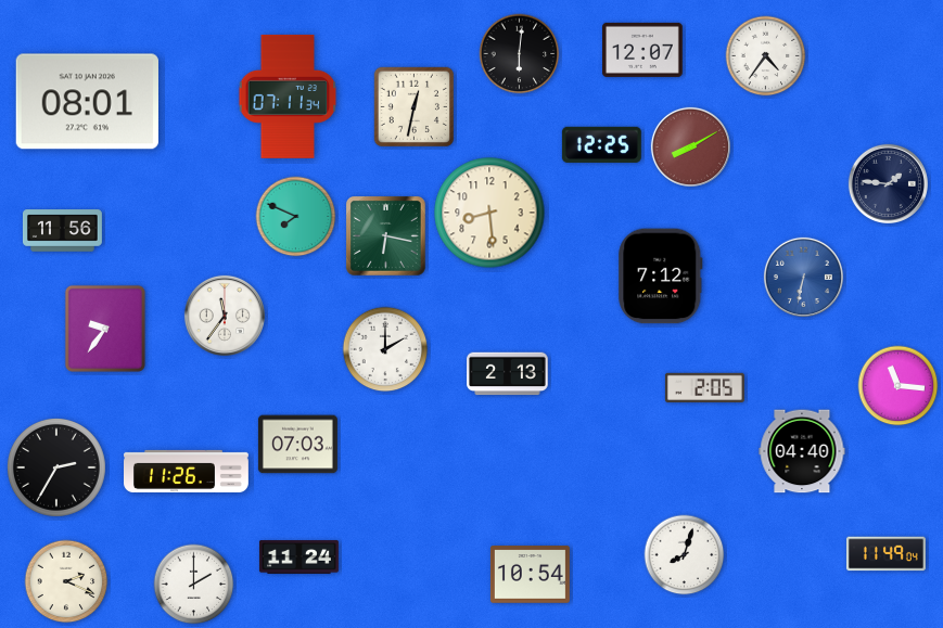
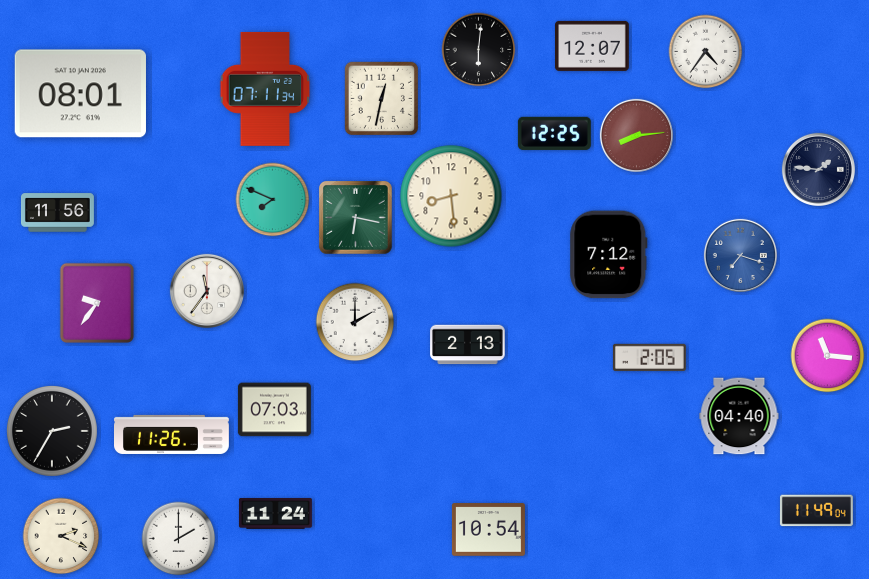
clock at (690, 146): 8:10 -> 8:14
clock at (803, 277): 6:32 -> 7:18
clock at (685, 555): 8:03 -> none
